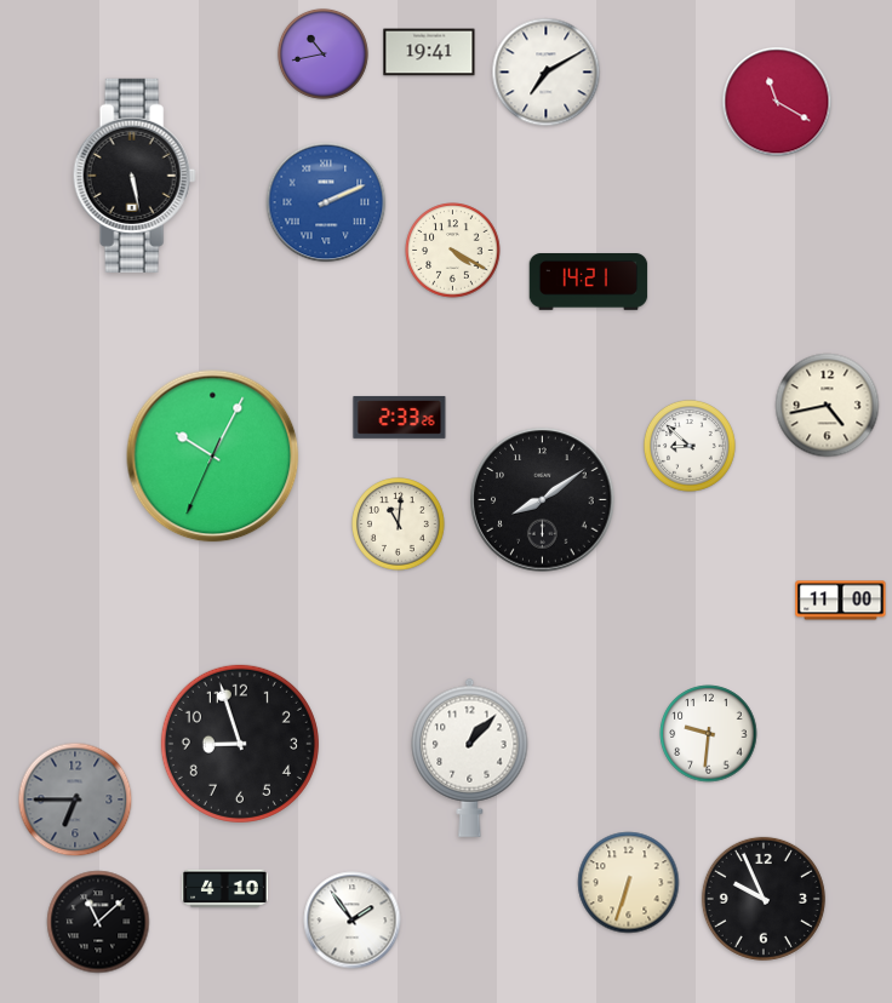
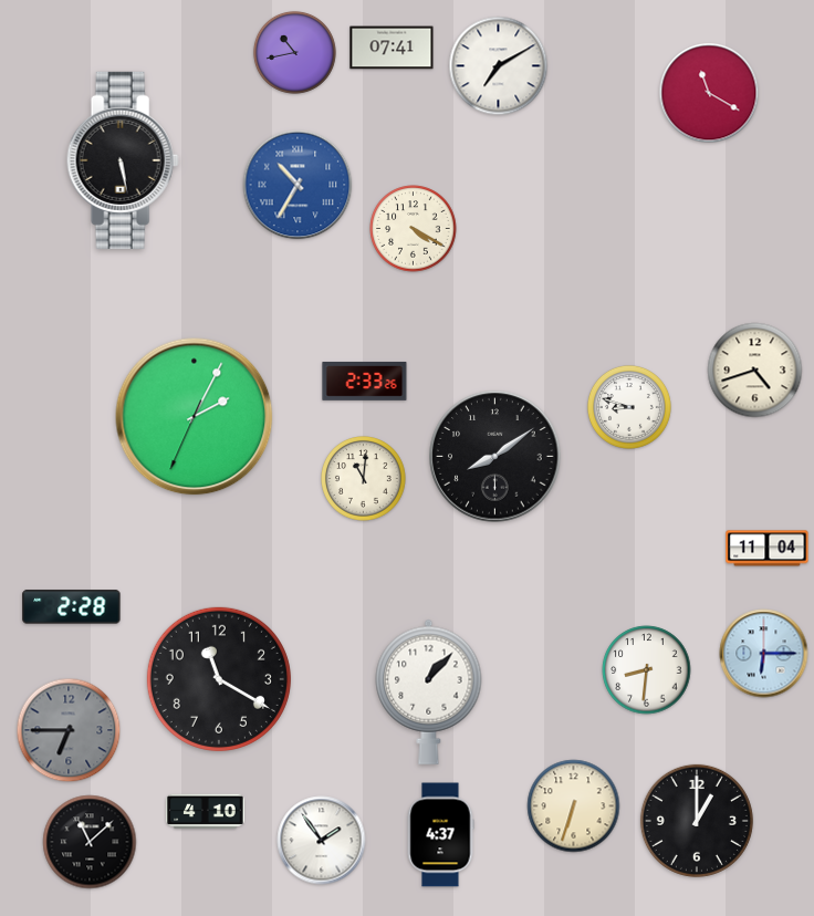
clock at (429, 52): 19:41 -> 07:41
clock at (322, 53) position: (322, 53) -> (294, 52)
clock at (326, 202): 2:11 -> 10:35
clock at (589, 282): 14:21 -> none
clock at (828, 406): 4:43 -> 4:42
clock at (690, 447): 8:52 -> 8:48
clock at (213, 457): 10:04 -> 2:04
clock at (841, 601): 11:00 -> 11:04
clock at (72, 607): none -> 2:28
clock at (764, 654): none -> 6:15
clock at (709, 734): 9:31 -> 8:31
clock at (240, 744): 8:57 -> 11:20
clock at (764, 899): 9:56 -> 1:00
clock at (440, 835): none -> 4:37
